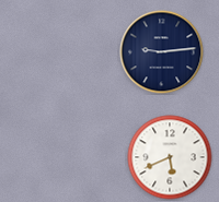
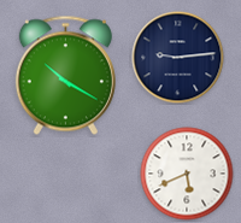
clock at (65, 76): none -> 10:20
